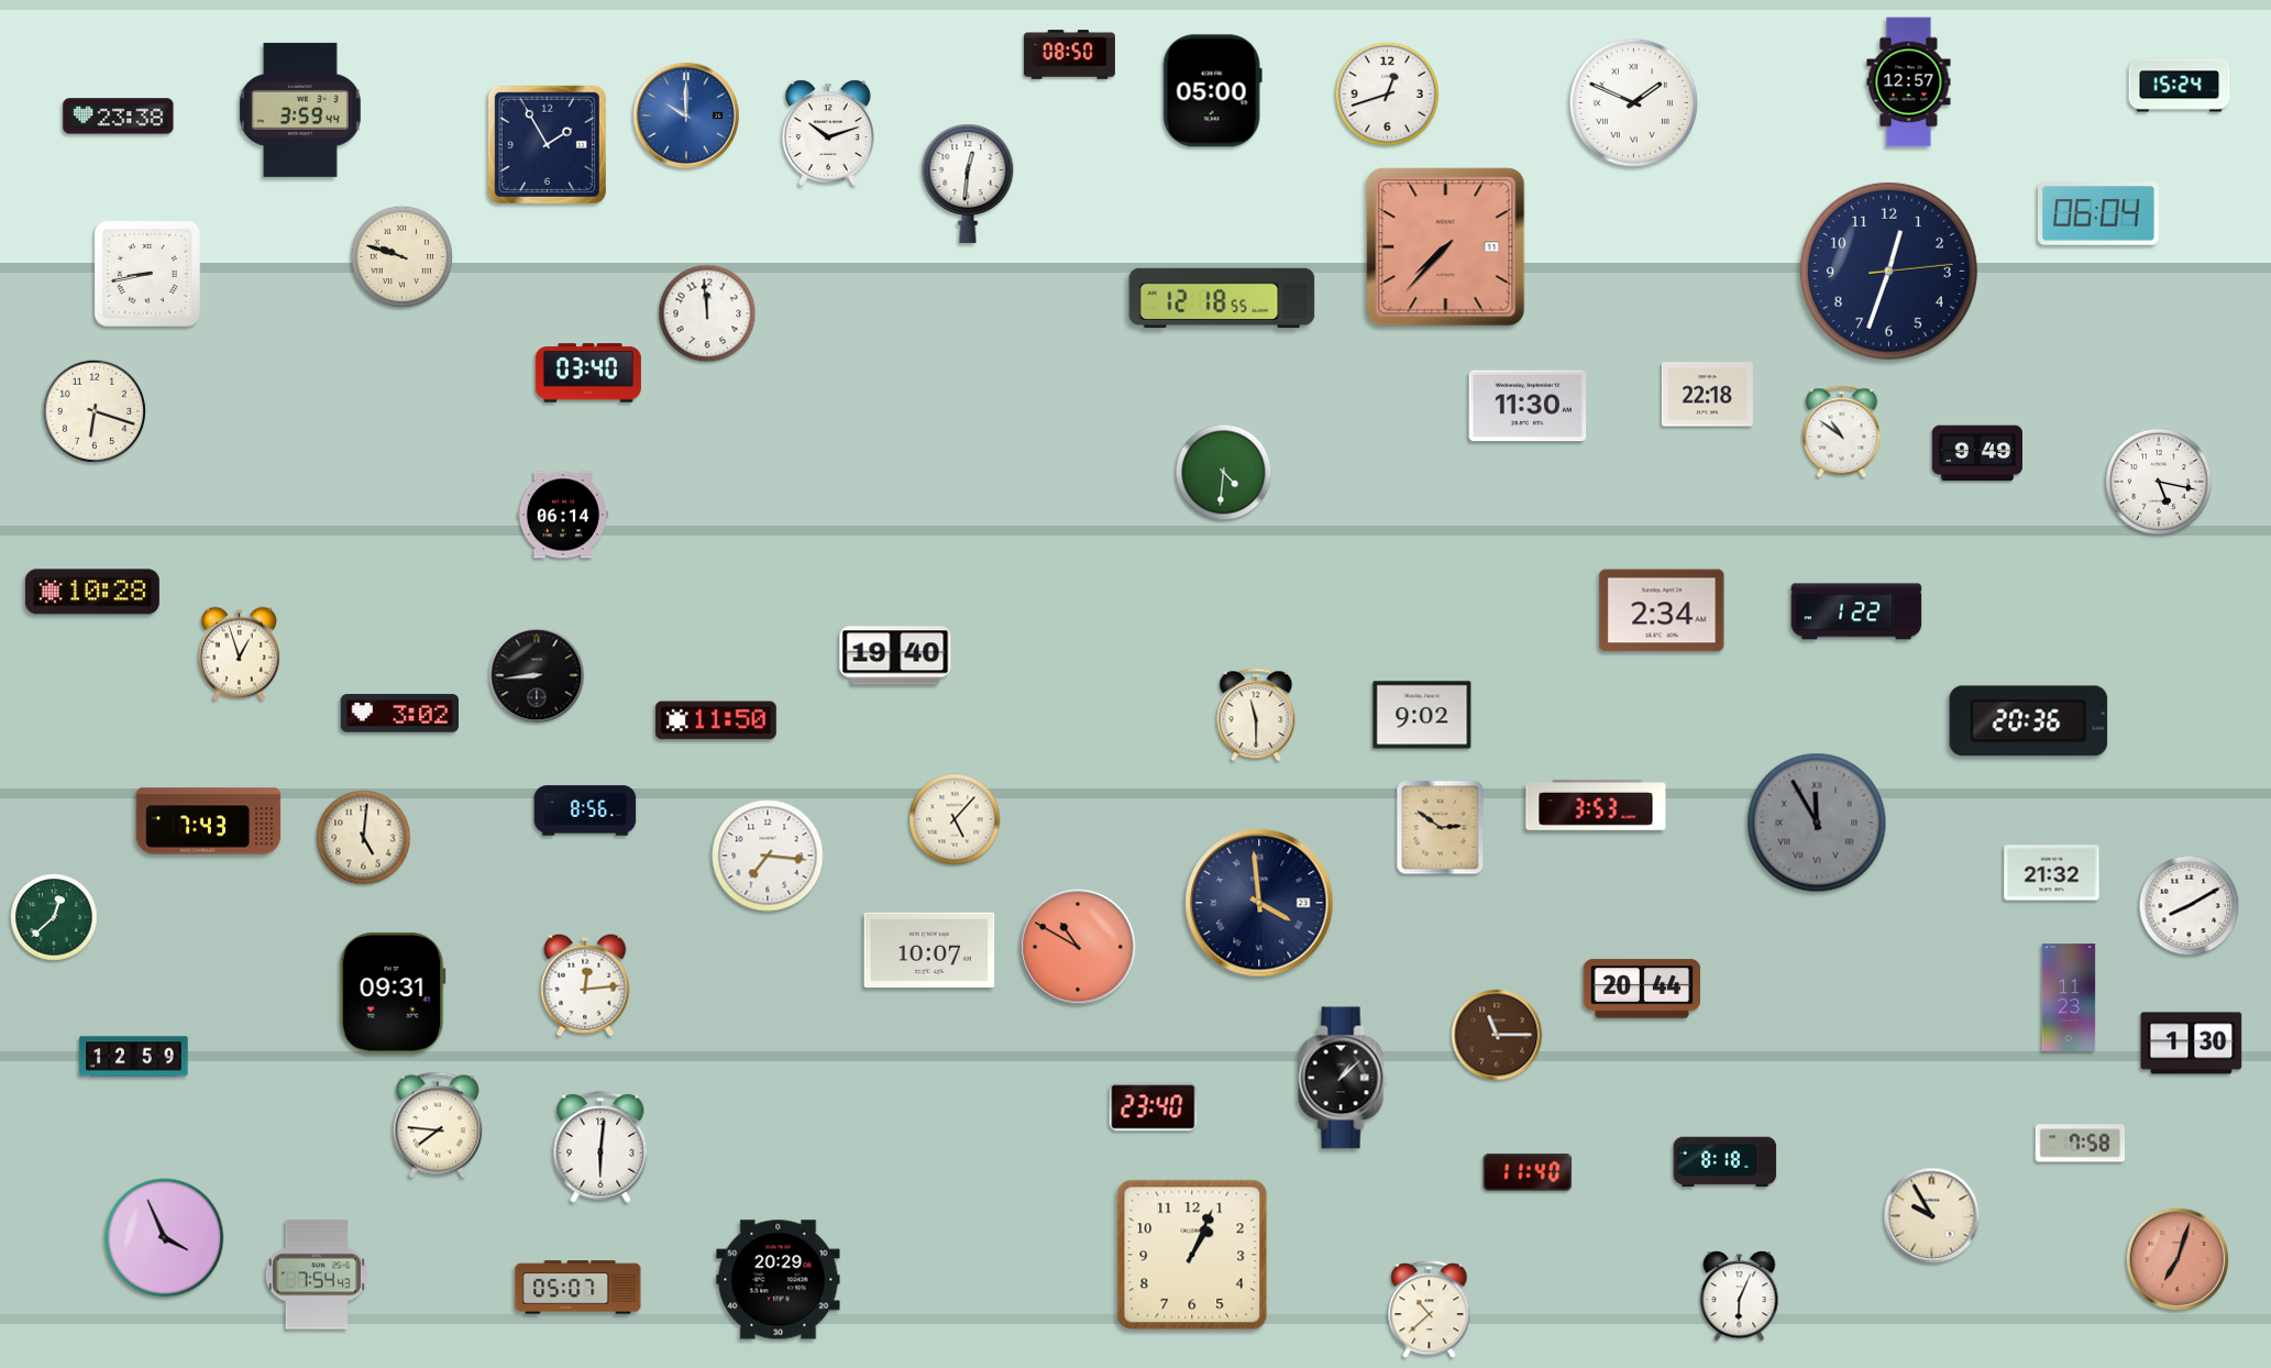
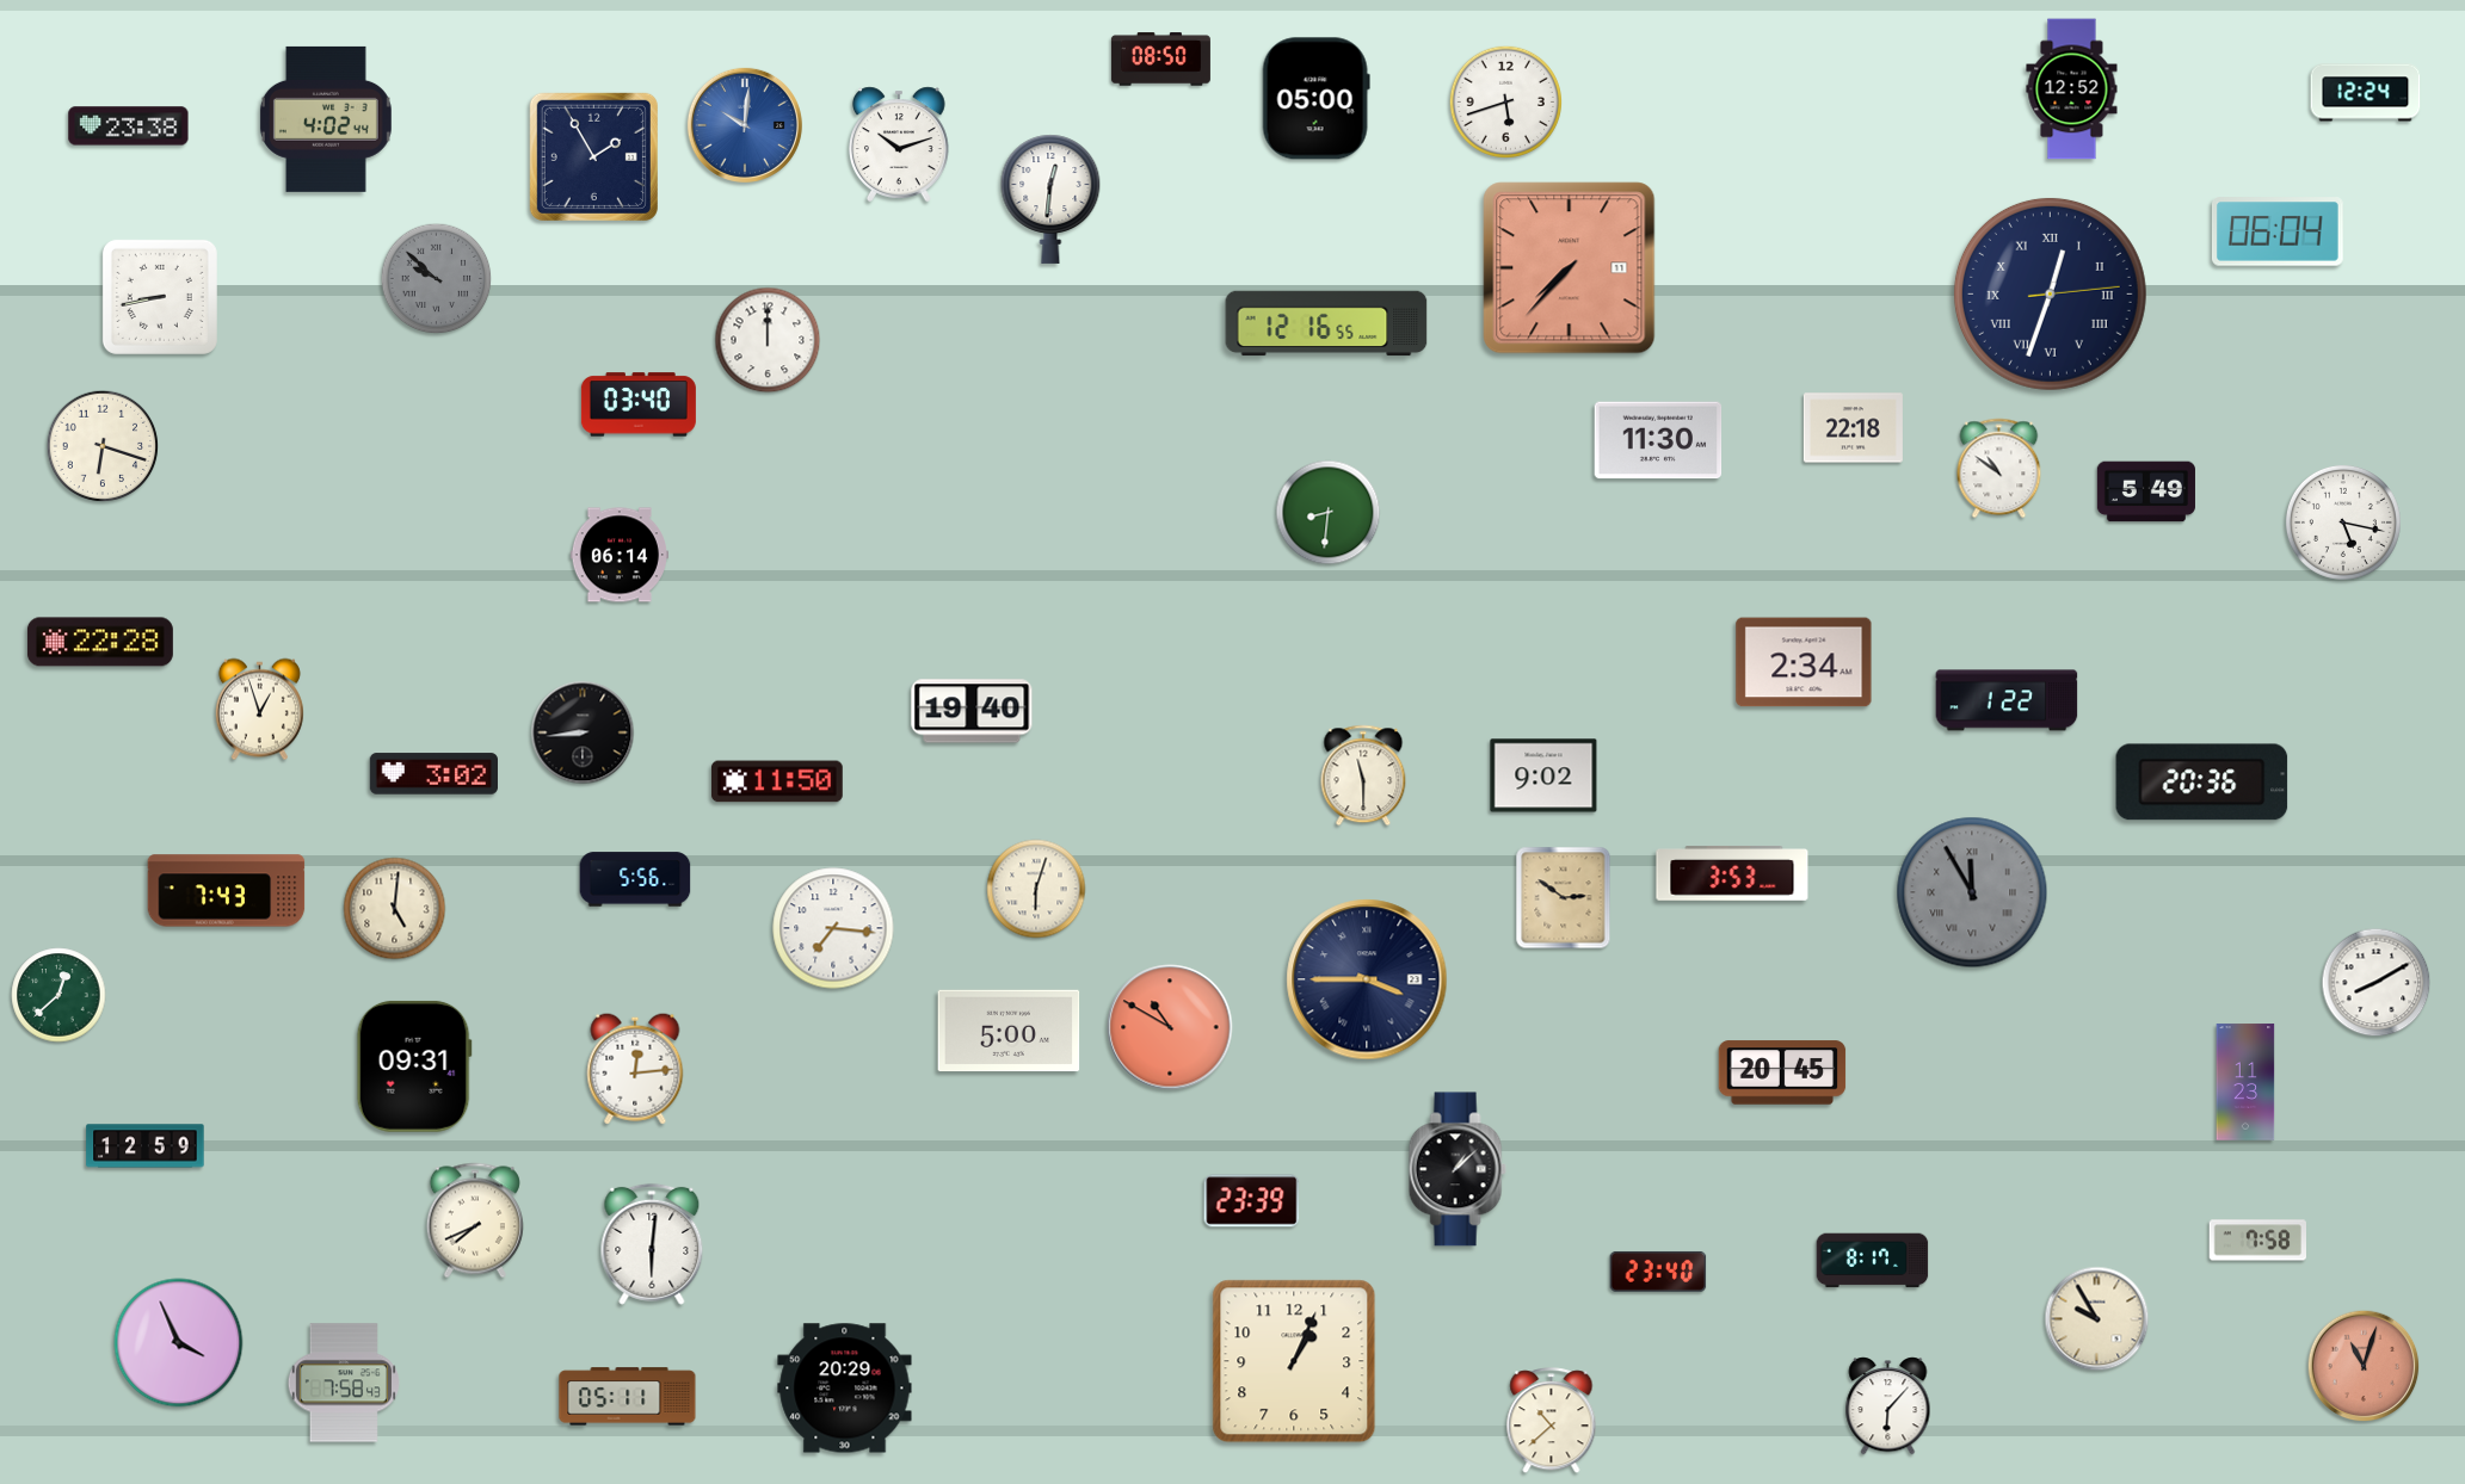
clock at (1909, 82): 12:57 -> 12:52
clock at (2180, 86): 15:24 -> 12:24
clock at (1387, 93): 12:42 -> 5:42
clock at (1633, 102): 1:49 -> none
clock at (300, 110): 3:59 -> 4:02
clock at (686, 115): 10:00 -> 10:01
clock at (403, 257): 9:48 -> 9:52
clock at (403, 257) dial: cream -> grey
clock at (1888, 271) numerals: Arabic -> Roman
clock at (1222, 298): 12:18 -> 12:16
clock at (707, 313): 11:59 -> 12:00
clock at (1977, 453): 9:49 -> 5:49
clock at (1224, 473): 4:31 -> 8:31
clock at (563, 515) position: (563, 515) -> (620, 555)
clock at (92, 592): 10:28 -> 22:28
clock at (1856, 611) position: (1856, 611) -> (2007, 700)
clock at (585, 810): 8:56 -> 5:56
clock at (955, 819): 5:07 -> 6:03
clock at (2052, 873): 21:32 -> none
clock at (1259, 903): 3:59 -> 3:45
clock at (929, 950): 10:07 -> 5:00
clock at (1642, 989): 20:44 -> 20:45
clock at (393, 993) position: (393, 993) -> (414, 1066)
clock at (1497, 1035): 11:15 -> none
clock at (2192, 1044): 1:30 -> none
clock at (1154, 1107): 23:40 -> 23:39
clock at (438, 1125): 7:46 -> 7:41
clock at (1726, 1162): 8:18 -> 8:17
clock at (1528, 1172): 11:40 -> 23:40
clock at (2178, 1259): 7:03 -> 11:03
clock at (317, 1275): 7:54 -> 7:58
clock at (578, 1288): 05:07 -> 05:11
clock at (1740, 1297): 6:04 -> 6:07
